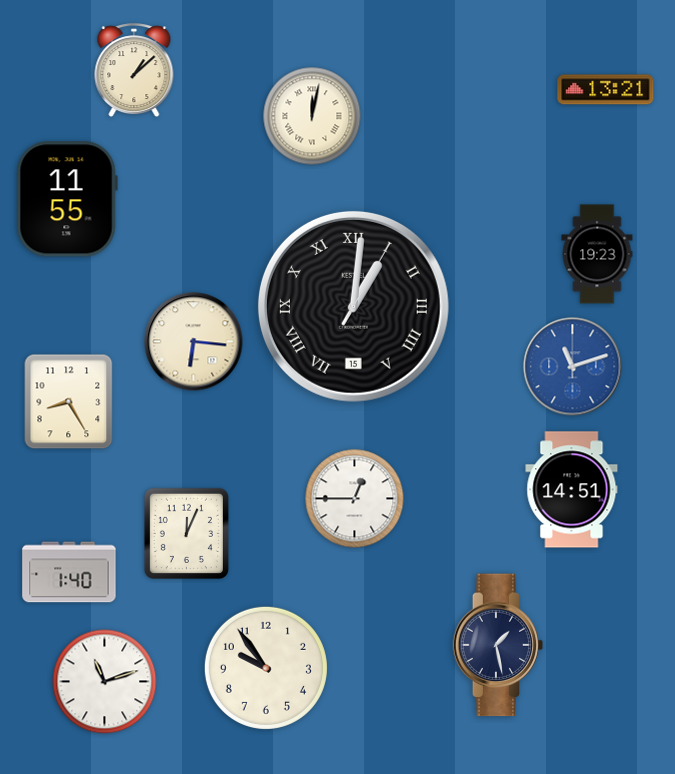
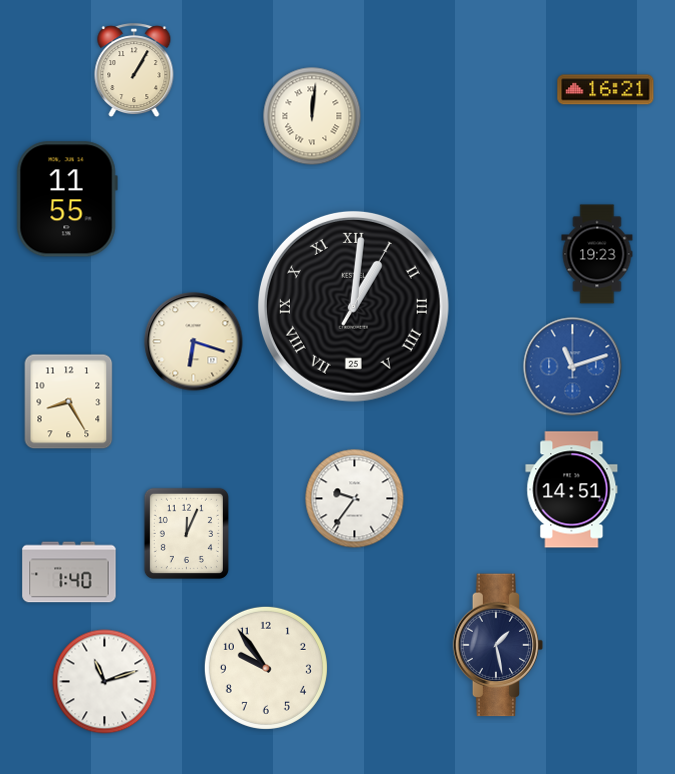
clock at (134, 71): 1:08 -> 1:05
clock at (606, 90): 13:21 -> 16:21
clock at (312, 116): 12:02 -> 12:01
clock at (353, 306) date: 15 -> 25
clock at (194, 342): 6:16 -> 6:18
clock at (355, 499): 12:45 -> 9:36
